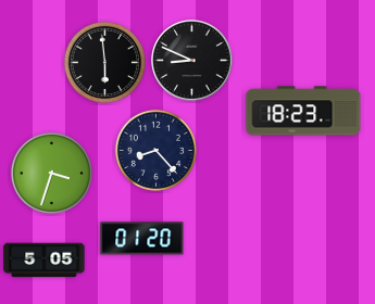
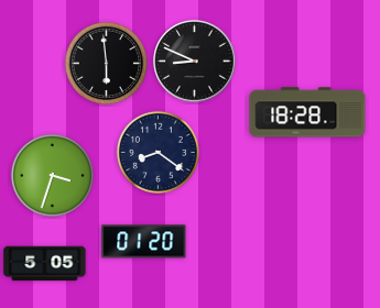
clock at (303, 111): 18:23 -> 18:28
clock at (155, 150): 8:23 -> 8:21
